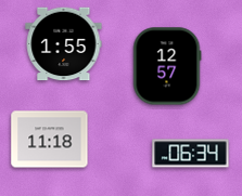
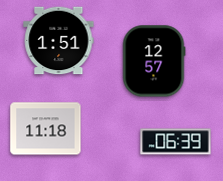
clock at (64, 44): 1:55 -> 1:51
clock at (191, 154): 06:34 -> 06:39
